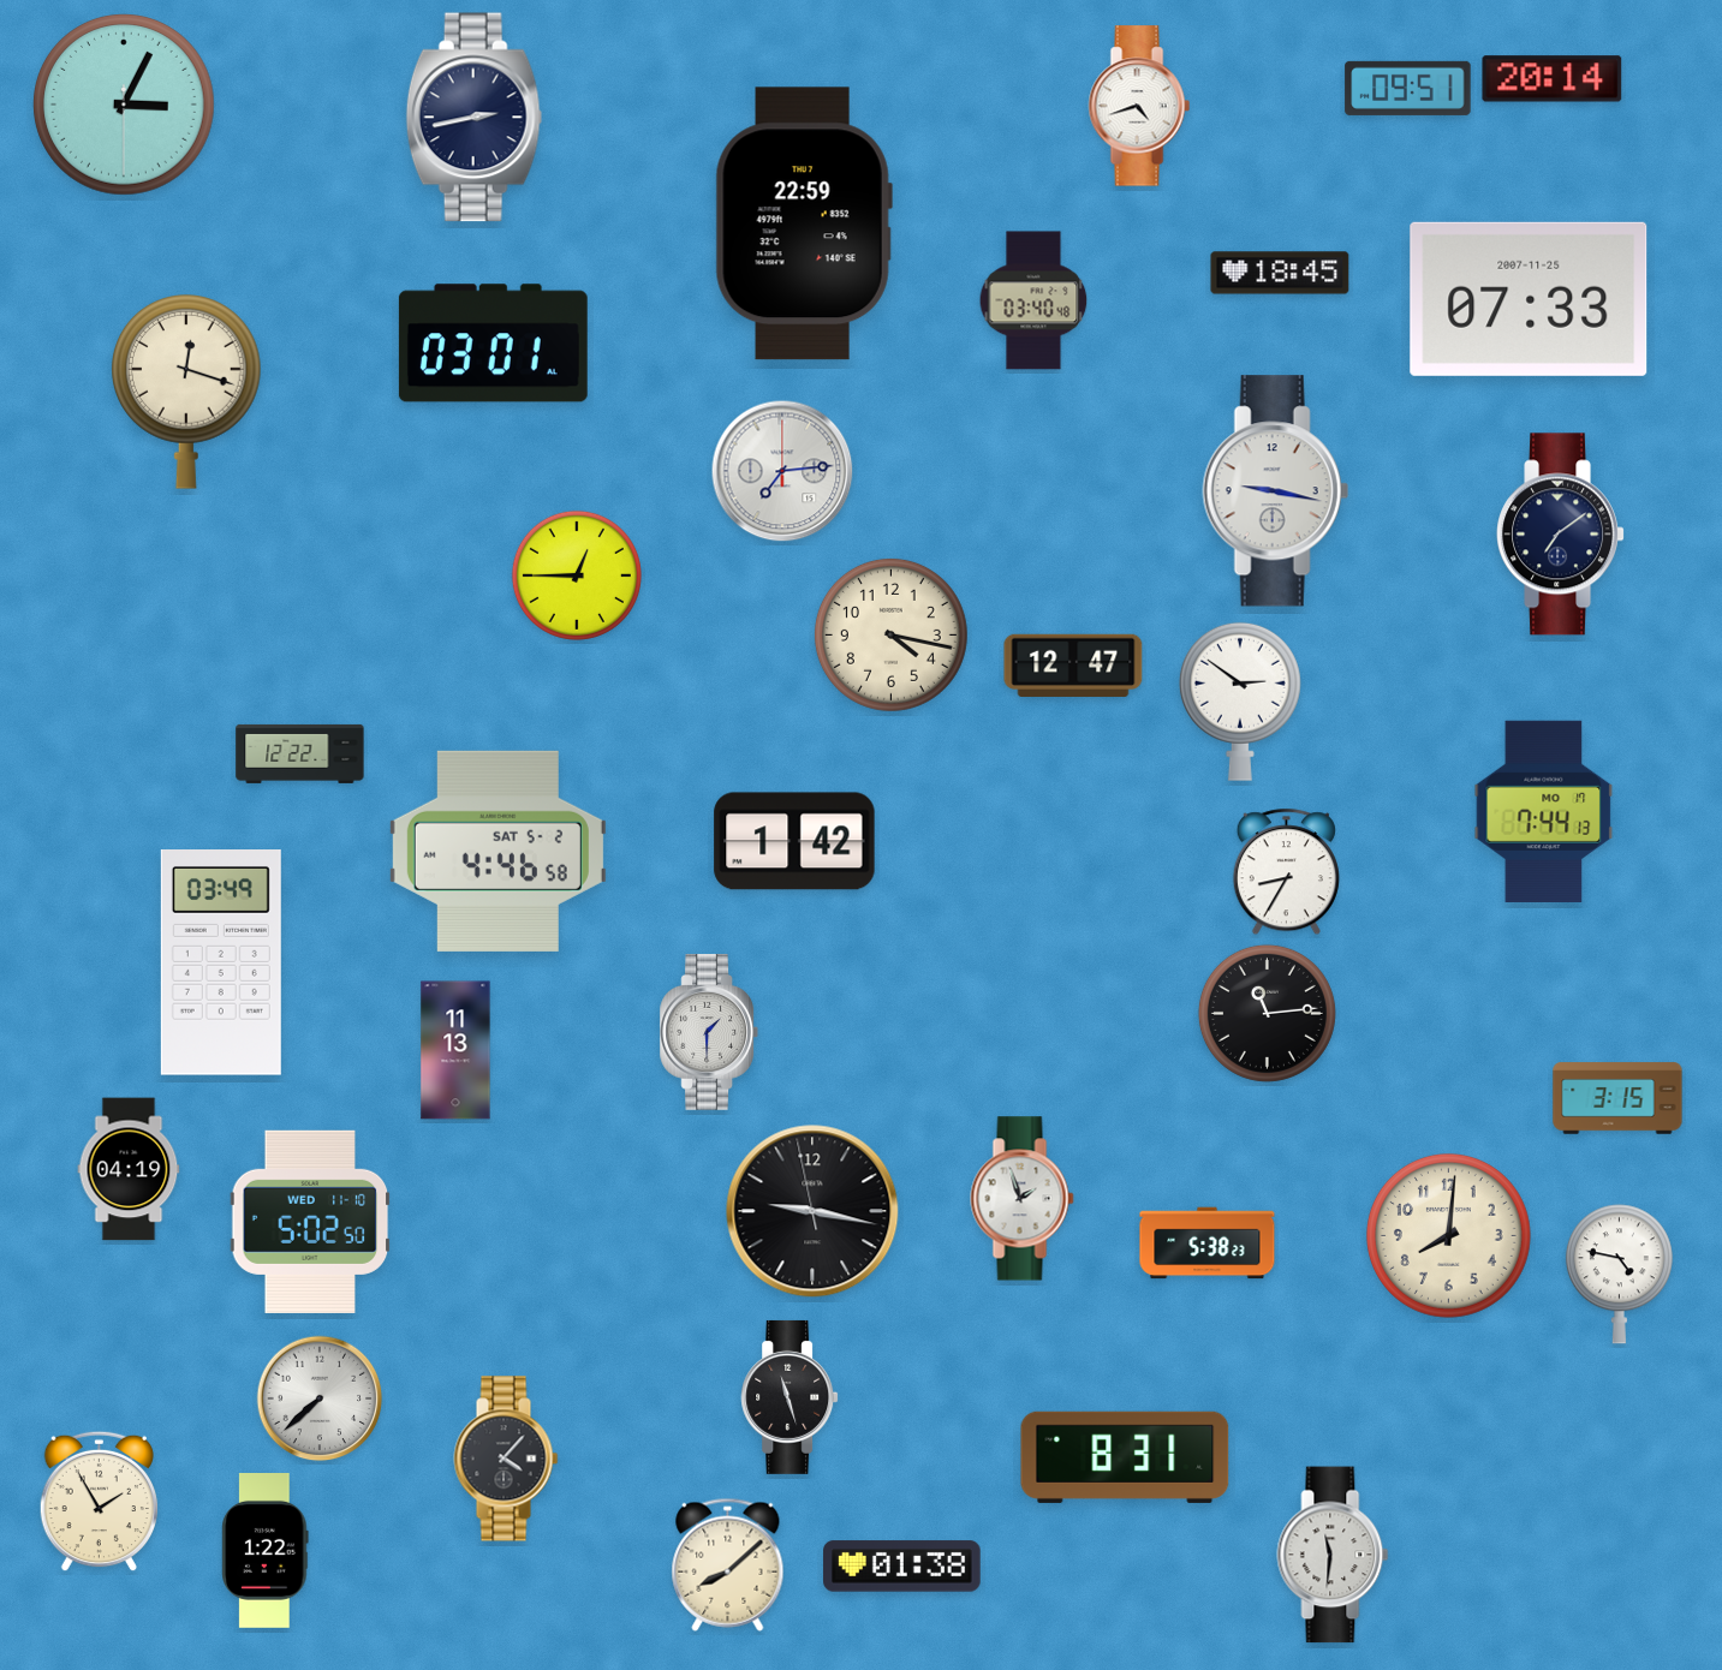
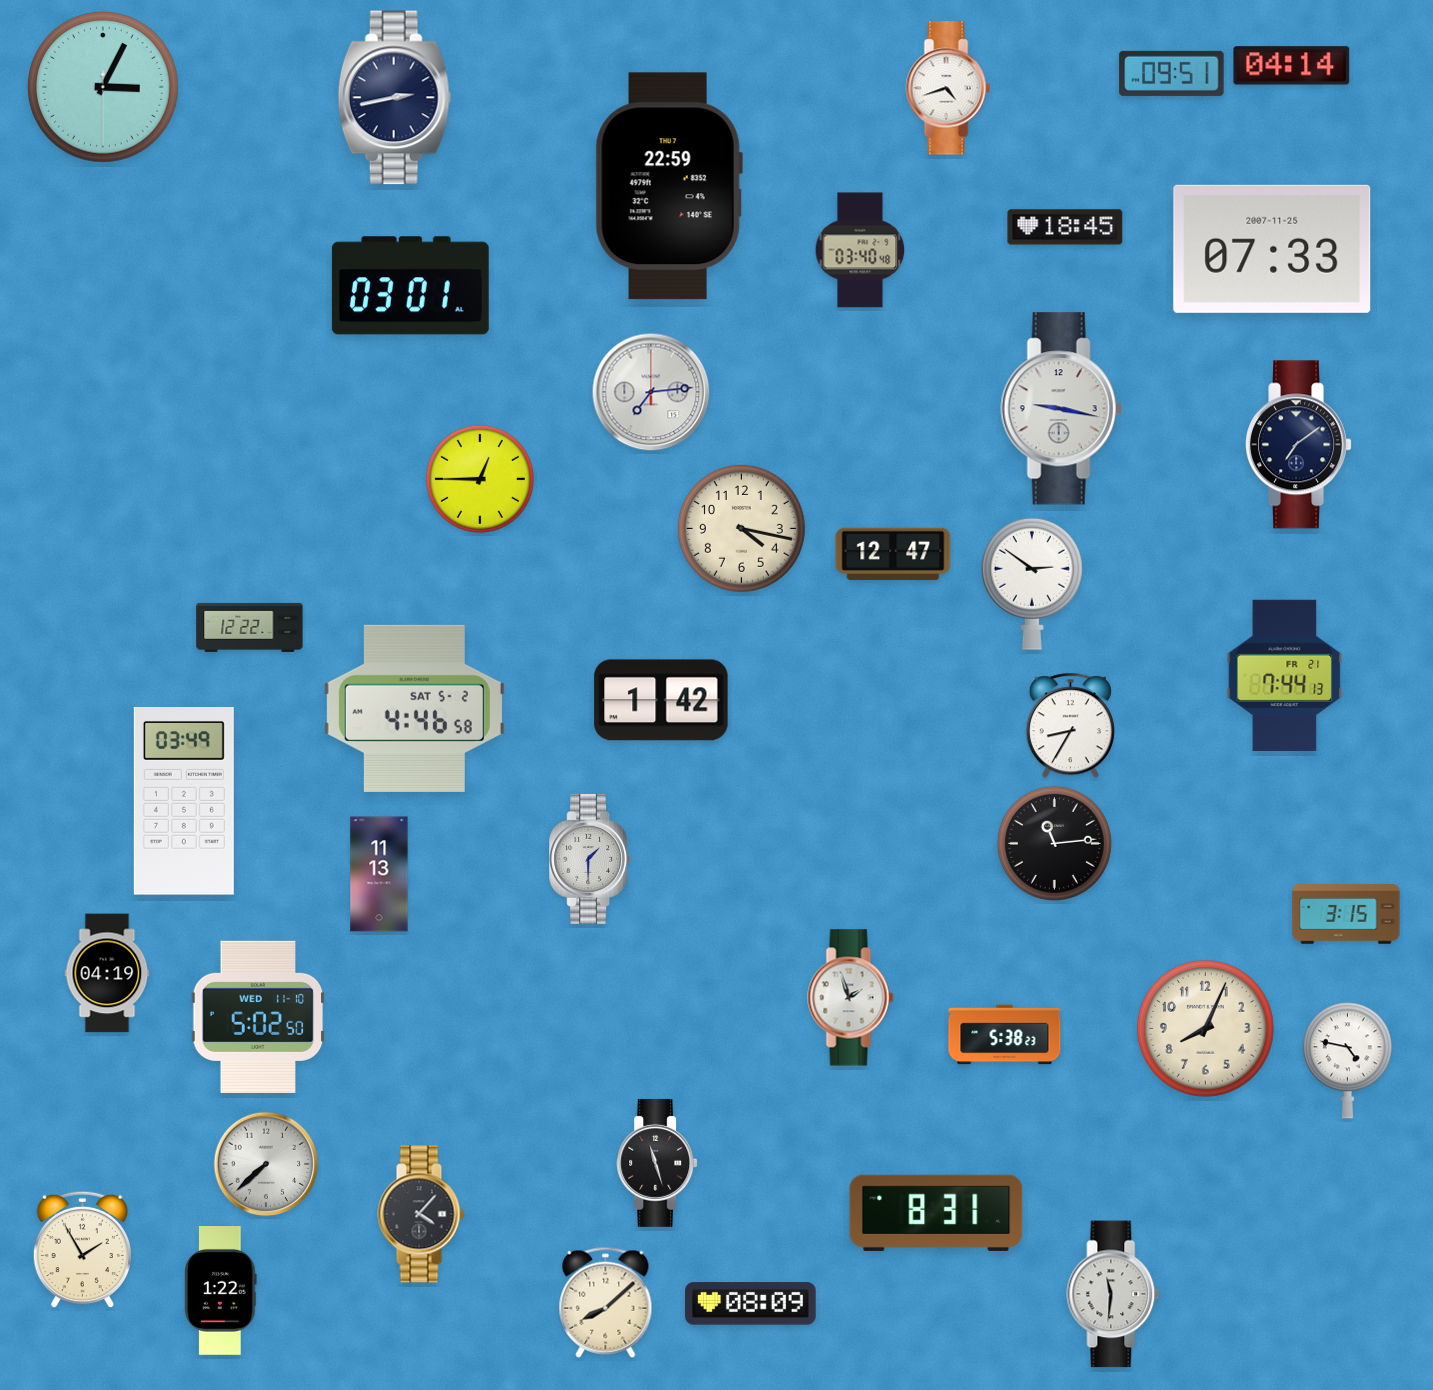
clock at (1553, 79): 20:14 -> 04:14
clock at (187, 392): 12:18 -> none
clock at (1544, 811) date: MO 17 -> FR 21
clock at (812, 1211): 9:16 -> none
clock at (1448, 1235): 8:01 -> 8:04
clock at (1333, 1555) position: (1333, 1555) -> (1113, 1294)
clock at (902, 1567): 01:38 -> 08:09
